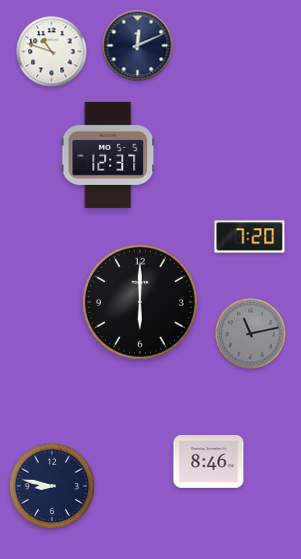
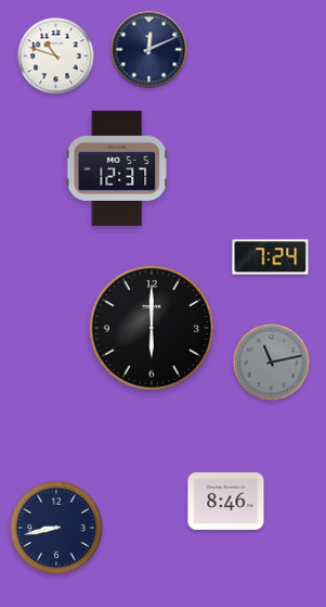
clock at (250, 237): 7:20 -> 7:24
clock at (52, 486): 8:47 -> 8:43
